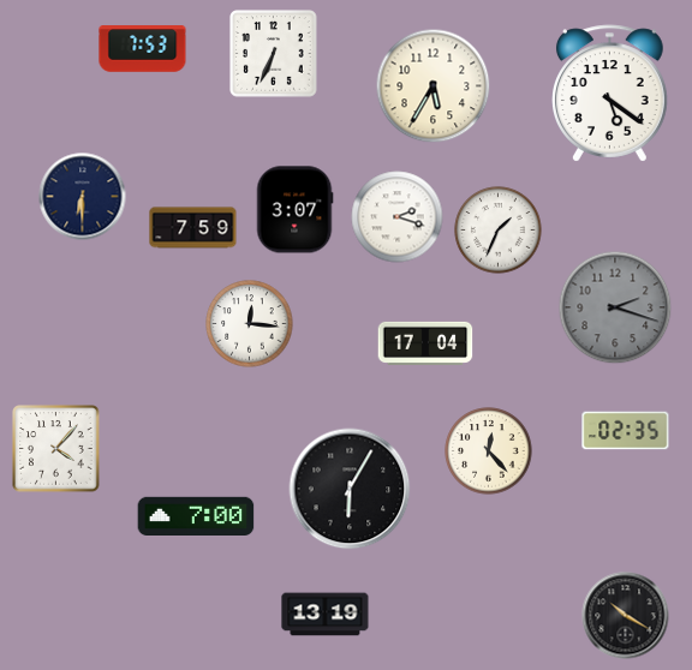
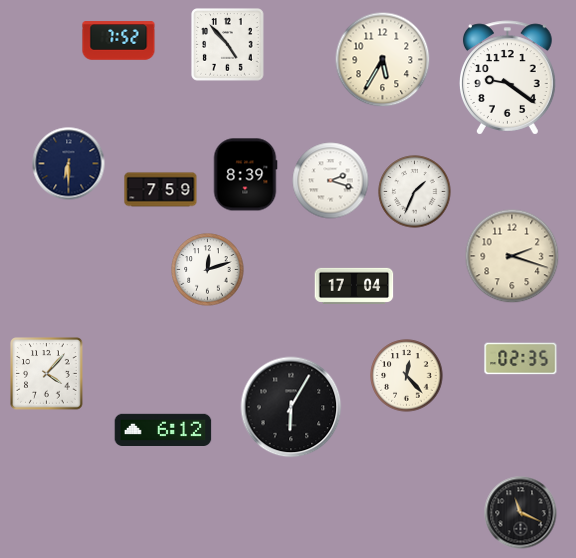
clock at (143, 49): 7:53 -> 7:52
clock at (274, 54): 6:34 -> 4:53
clock at (434, 86) position: (434, 86) -> (383, 60)
clock at (610, 94): 5:21 -> 9:21
clock at (294, 210): 3:07 -> 8:39
clock at (615, 307) dial: grey -> cream
clock at (250, 324): 12:16 -> 12:12
clock at (196, 516): 7:00 -> 6:12
clock at (326, 615): 13:19 -> none
clock at (626, 616): 10:20 -> 11:19
